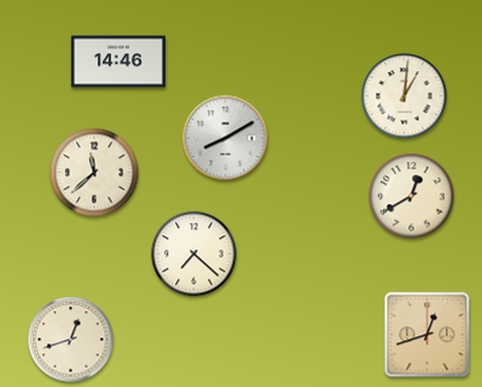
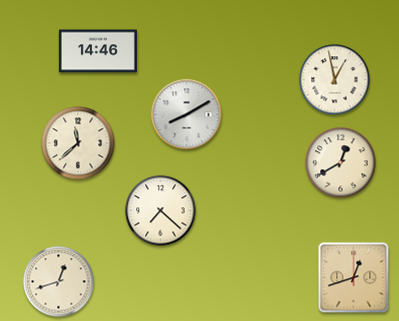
clock at (405, 96): 1:01 -> 12:58
